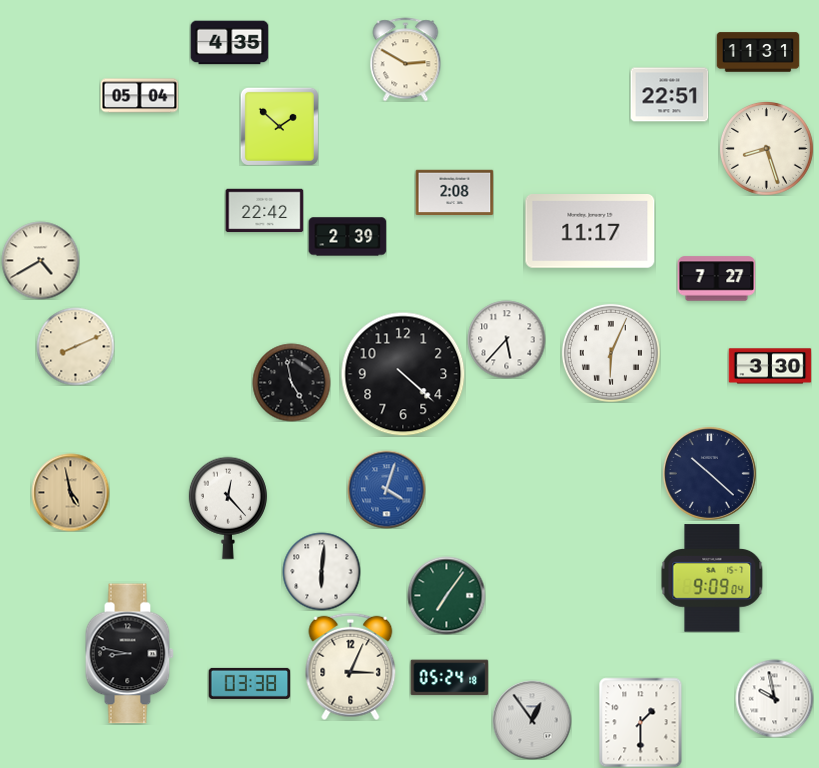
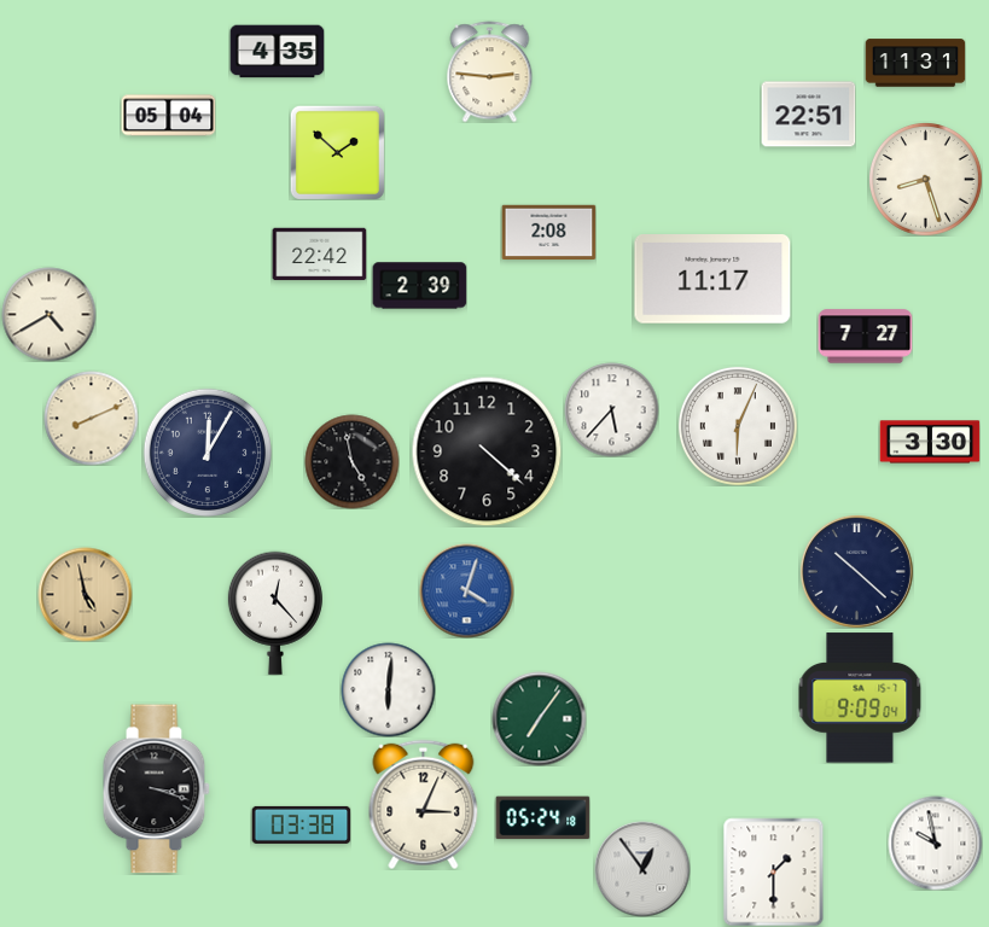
clock at (406, 59): 2:50 -> 2:46
clock at (206, 451): none -> 12:05
clock at (129, 654): 8:47 -> 3:18
